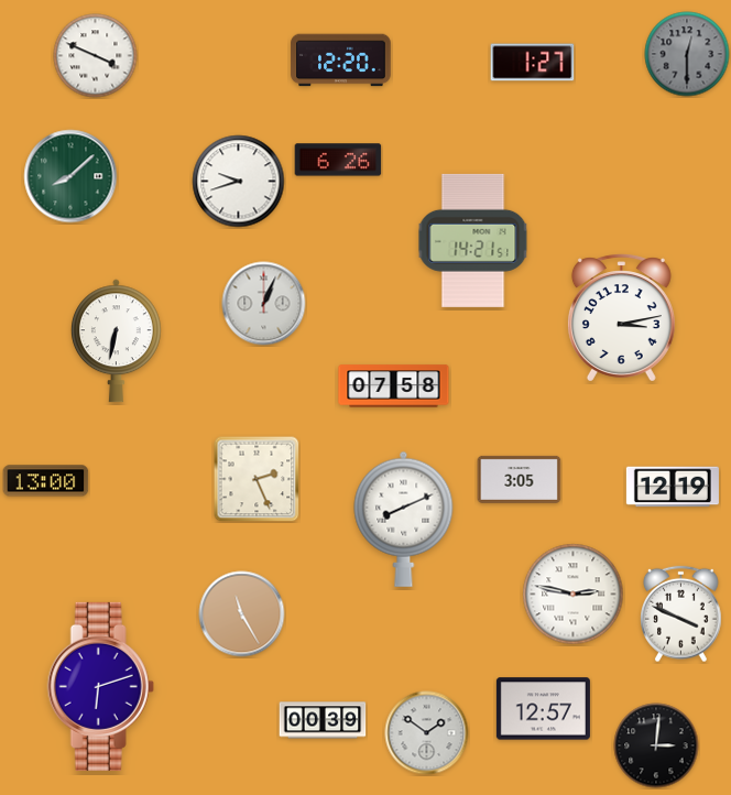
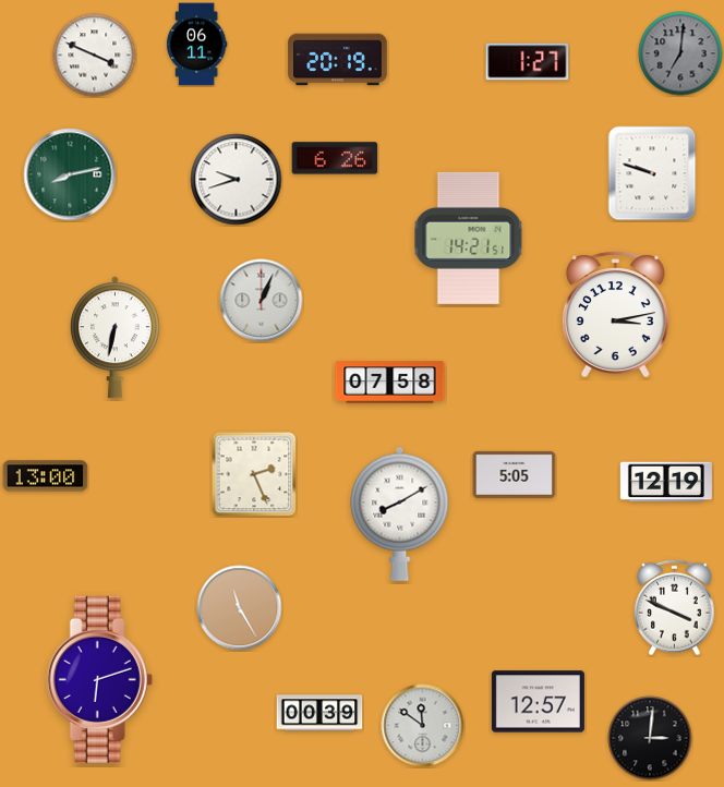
clock at (196, 45): none -> 06:11
clock at (687, 54): 12:30 -> 7:01
clock at (341, 61): 12:20 -> 20:19
clock at (652, 173): none -> 9:48
clock at (70, 176): 8:08 -> 8:13
clock at (520, 479): 3:05 -> 5:05
clock at (404, 519): 8:11 -> 8:10
clock at (574, 595): 2:47 -> none
clock at (427, 733): 1:51 -> 11:51
